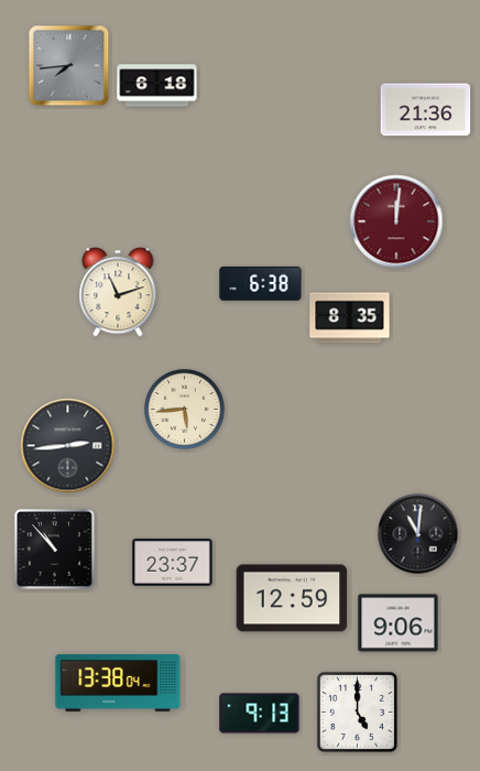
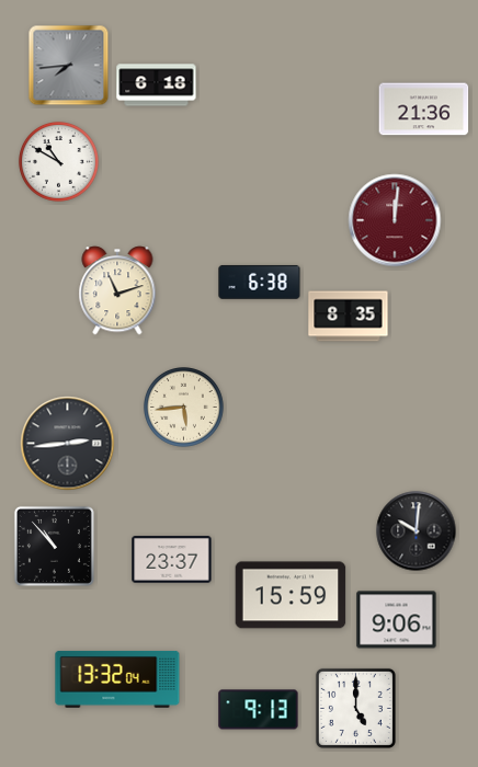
clock at (59, 162): none -> 10:50
clock at (418, 534): 11:01 -> 10:01
clock at (292, 598): 12:59 -> 15:59
clock at (118, 683): 13:38 -> 13:32
